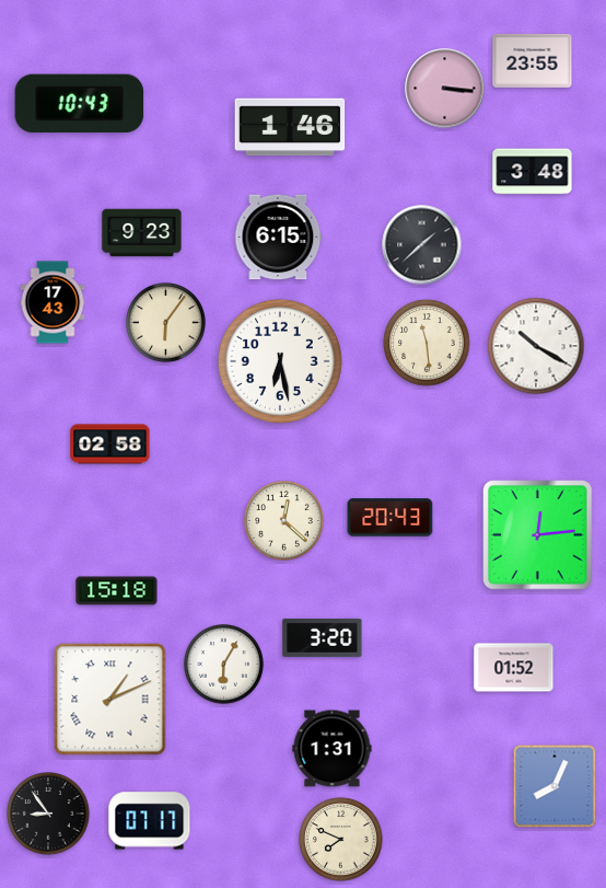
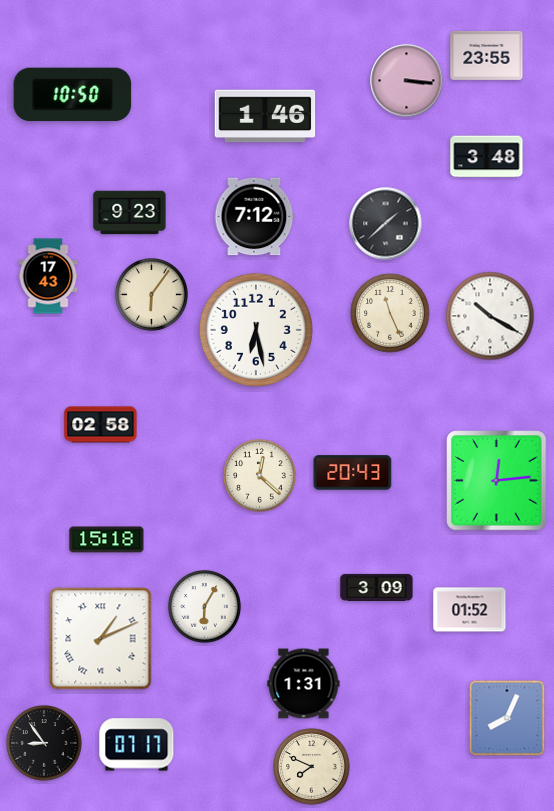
clock at (80, 104): 10:43 -> 10:50
clock at (278, 238): 6:15 -> 7:12
clock at (427, 343): 11:29 -> 11:26
clock at (110, 445) position: (110, 445) -> (101, 425)
clock at (391, 518) position: (391, 518) -> (353, 473)
clock at (538, 535) position: (538, 535) -> (497, 481)
clock at (323, 637): 3:20 -> none
clock at (377, 587): none -> 3:09
clock at (150, 821) position: (150, 821) -> (137, 745)
